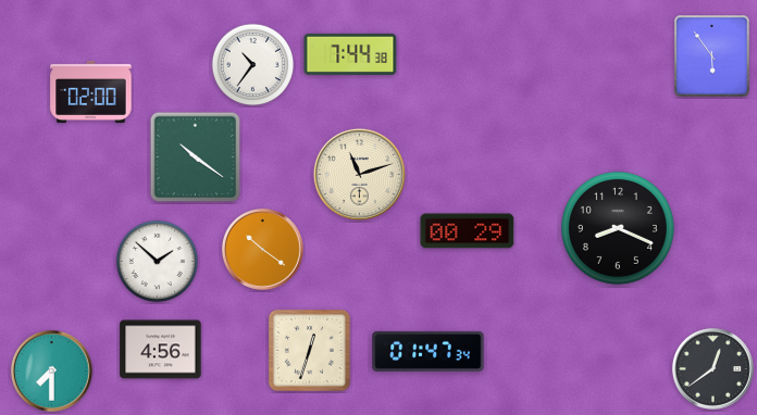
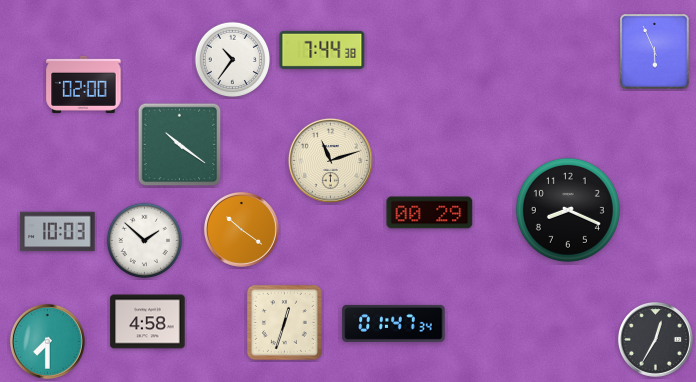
clock at (712, 56): 5:54 -> 5:56
clock at (58, 232): none -> 10:03
clock at (161, 350): 4:56 -> 4:58
clock at (712, 368): 12:39 -> 12:35
